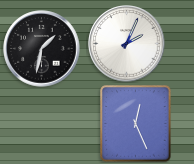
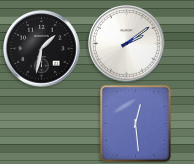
clock at (127, 44): 2:04 -> 2:09
clock at (136, 124): 12:26 -> 12:29
